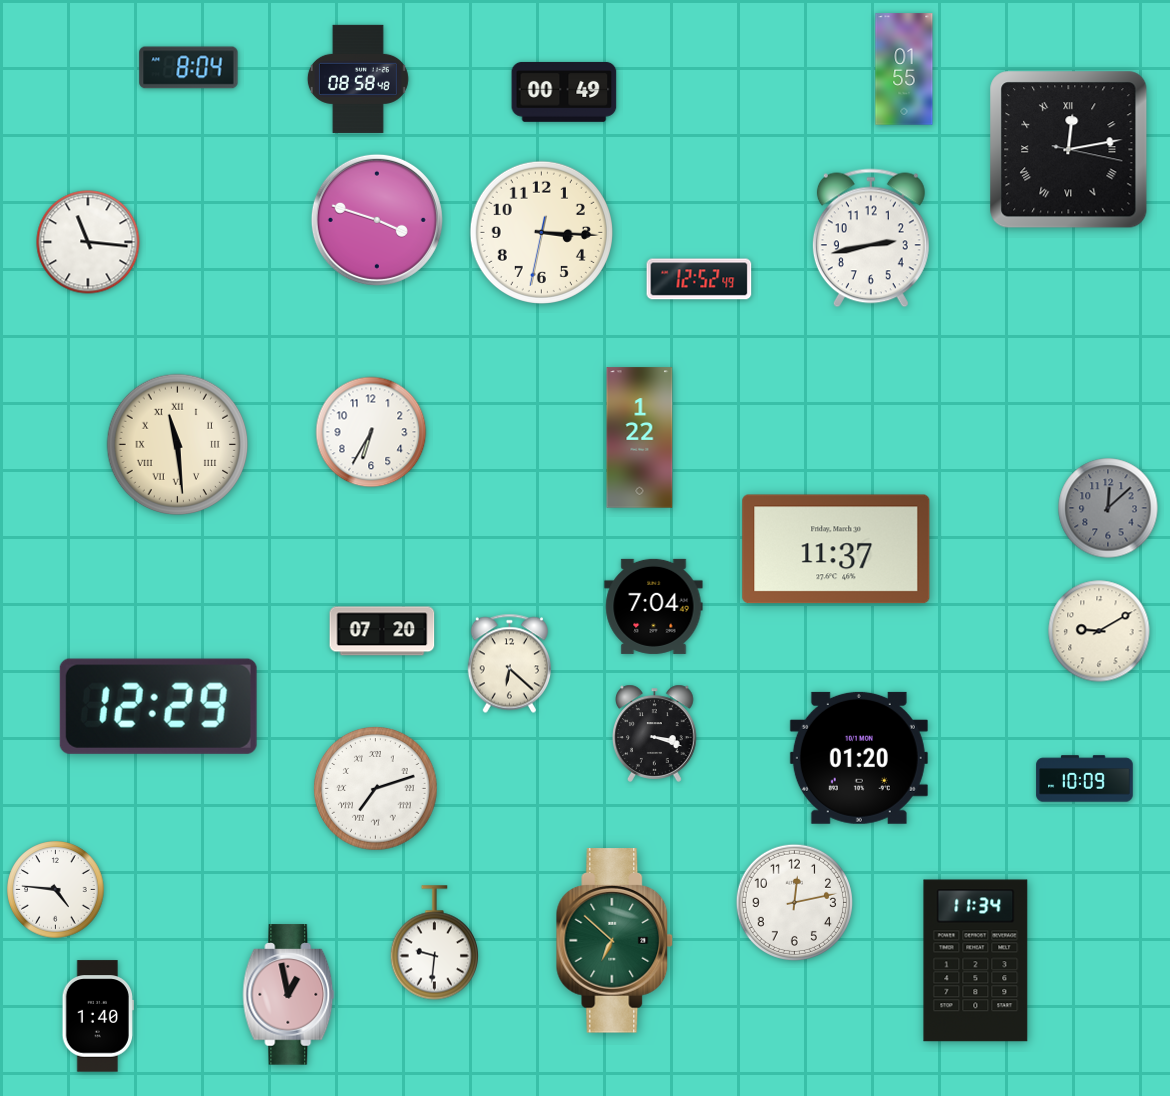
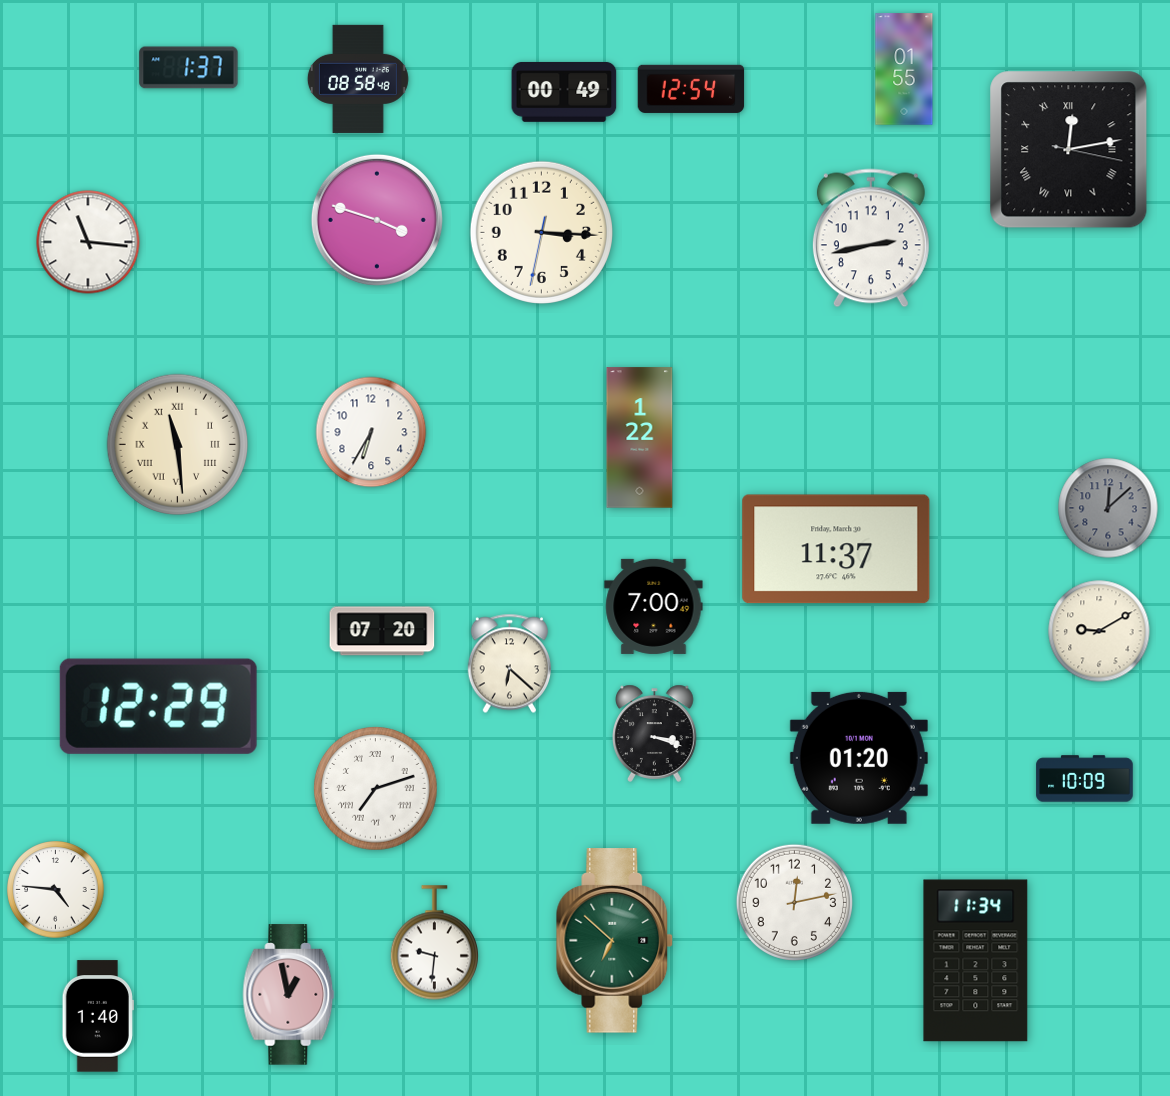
clock at (189, 68): 8:04 -> 1:37
clock at (691, 89): none -> 12:54
clock at (699, 279): 12:52 -> none
clock at (654, 606): 7:04 -> 7:00
